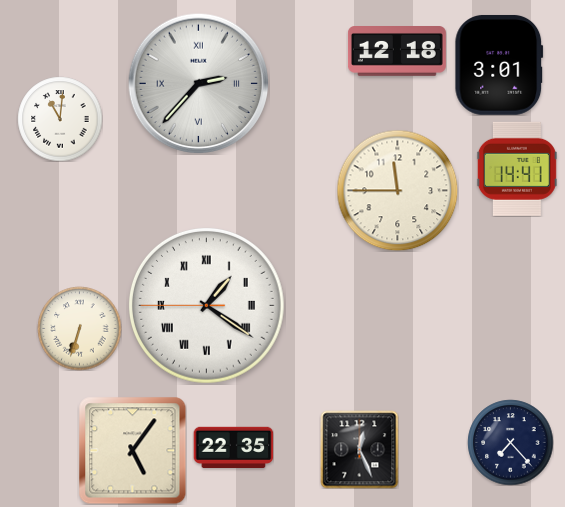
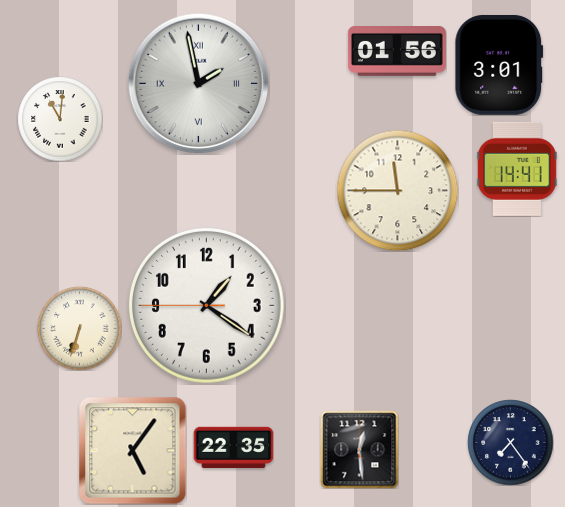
clock at (397, 52): 12:18 -> 01:56
clock at (198, 83): 2:37 -> 1:58
clock at (207, 306) numerals: Roman -> Arabic
clock at (510, 442): 7:23 -> 7:24
clock at (359, 449): 12:26 -> 12:29
